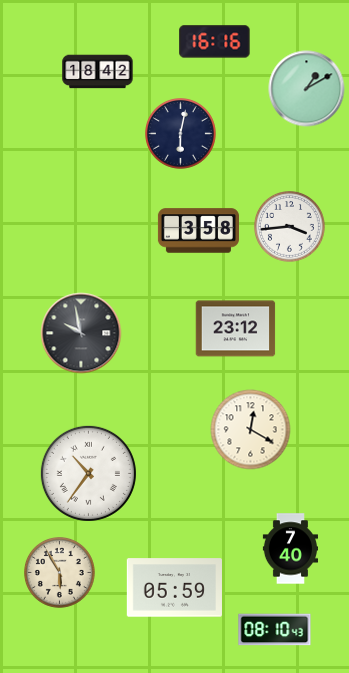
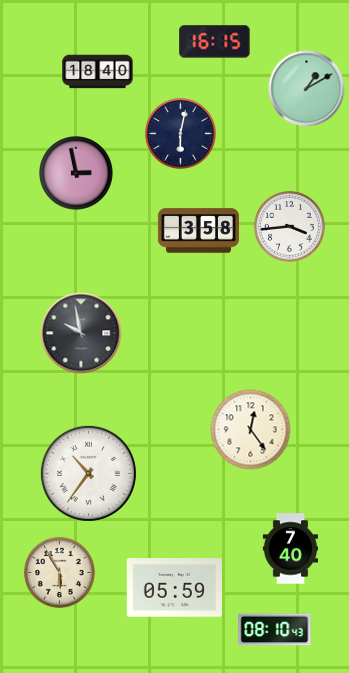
clock at (215, 42): 16:16 -> 16:15
clock at (98, 72): 18:42 -> 18:40
clock at (76, 173): none -> 2:58
clock at (236, 329): 23:12 -> none
clock at (251, 430): 12:20 -> 12:24
